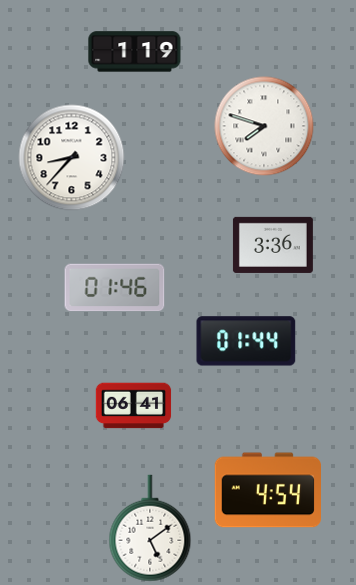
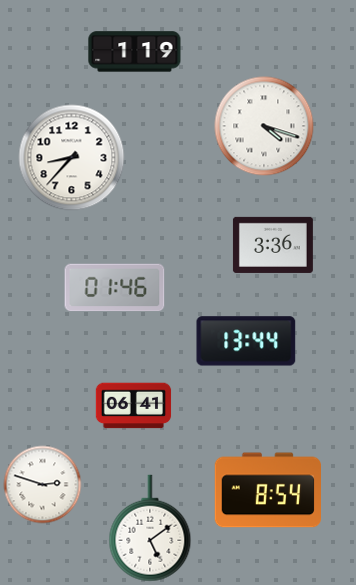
clock at (264, 126): 7:48 -> 4:18
clock at (246, 341): 01:44 -> 13:44
clock at (43, 485): none -> 2:48
clock at (267, 490): 4:54 -> 8:54
